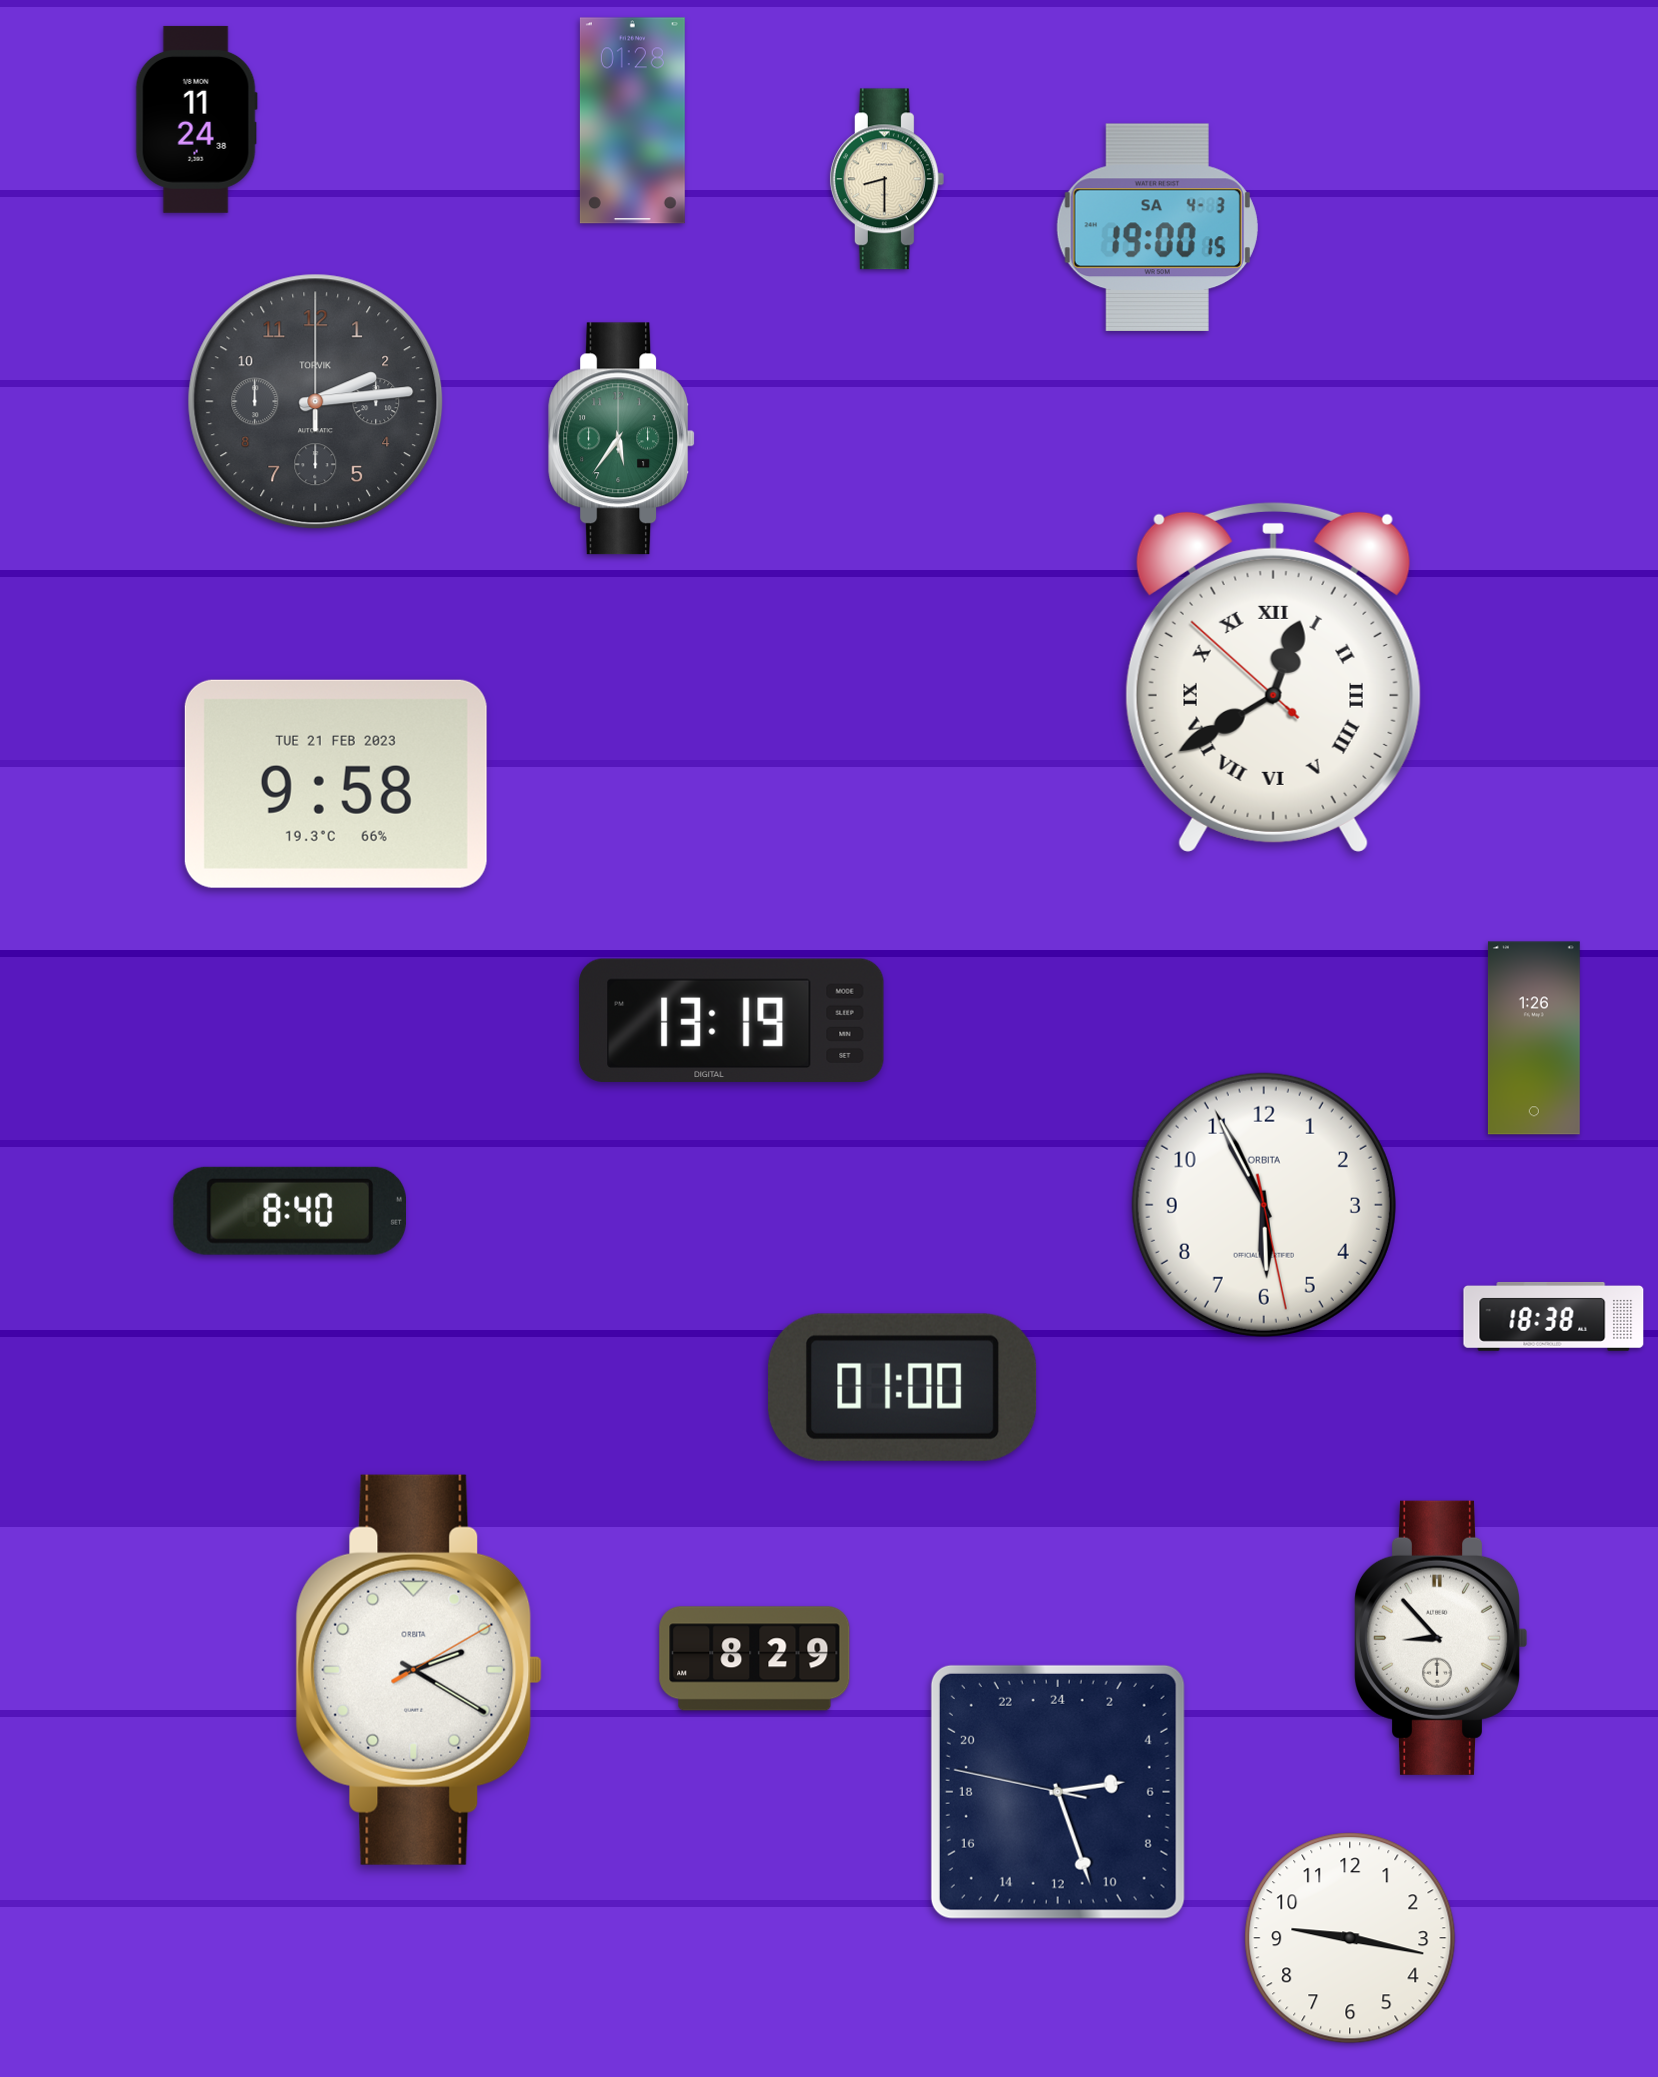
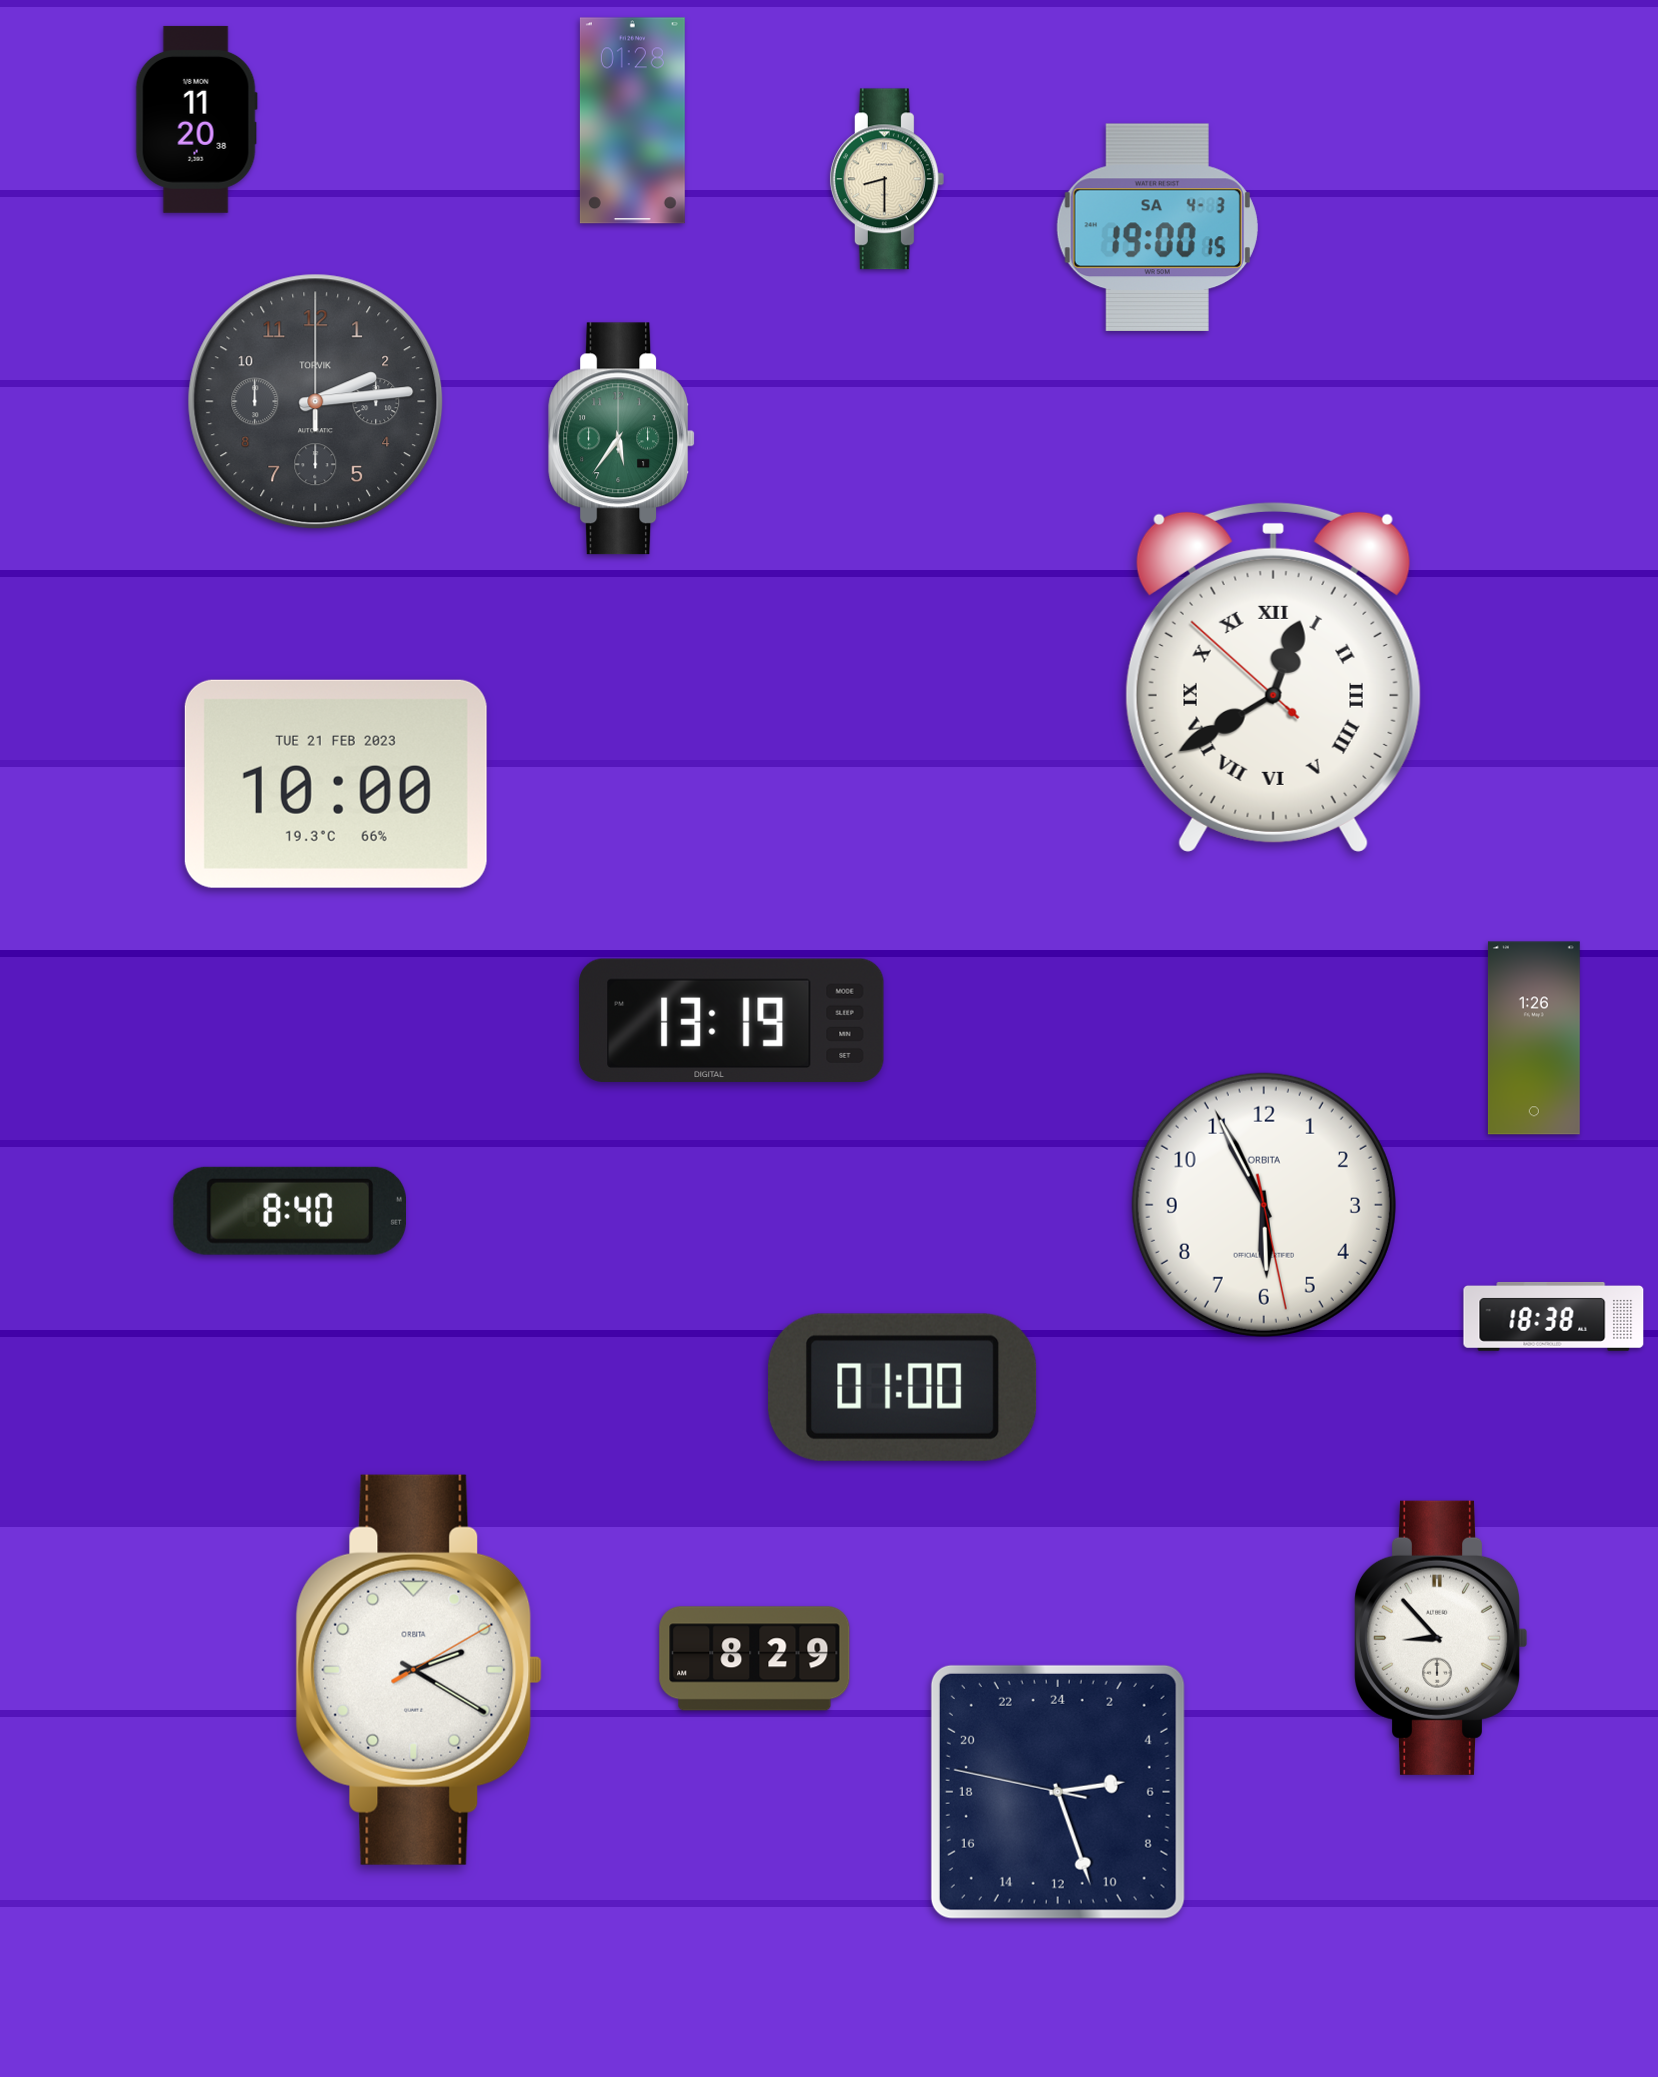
clock at (196, 119): 11:24 -> 11:20
clock at (336, 784): 9:58 -> 10:00
clock at (1350, 1938): 9:17 -> none
